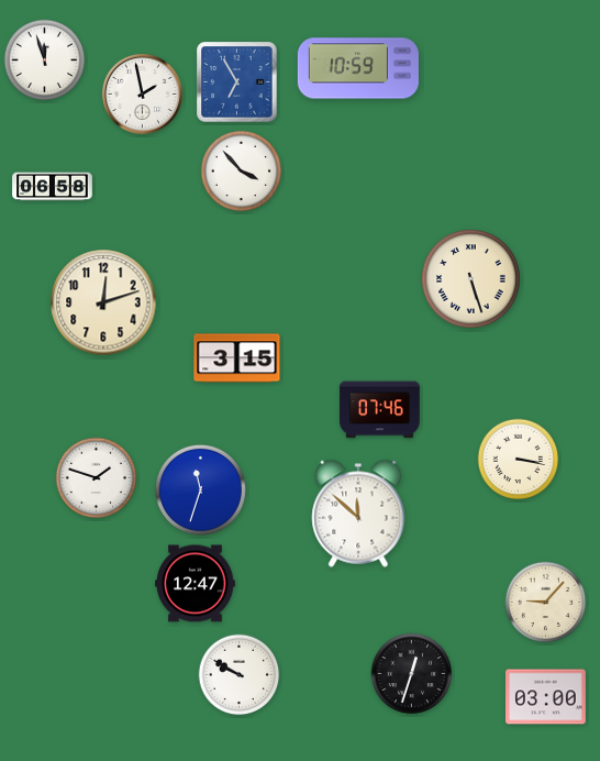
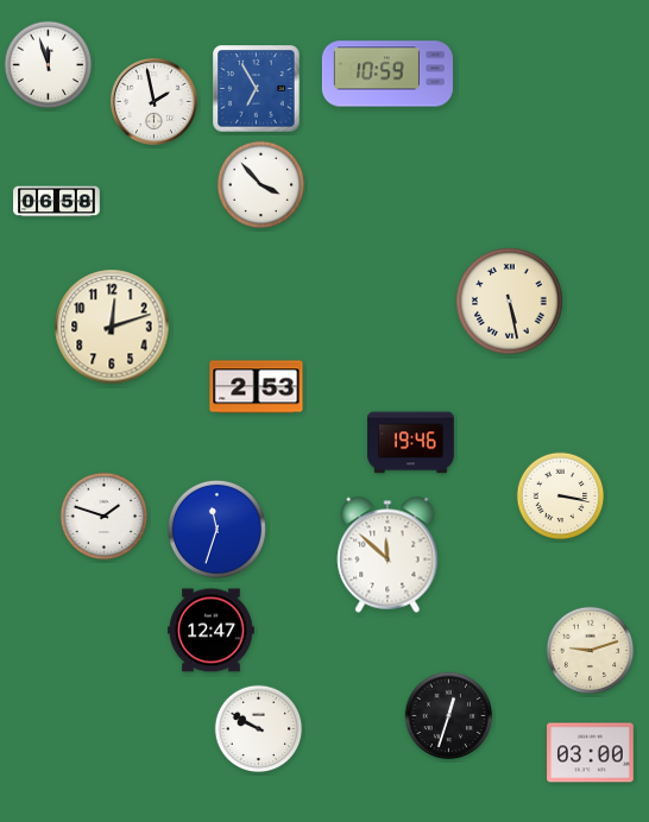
clock at (471, 279): 5:27 -> 5:28
clock at (237, 359): 3:15 -> 2:53
clock at (380, 410): 07:46 -> 19:46
clock at (546, 603): 9:07 -> 9:12
clock at (412, 674) position: (412, 674) -> (449, 716)
